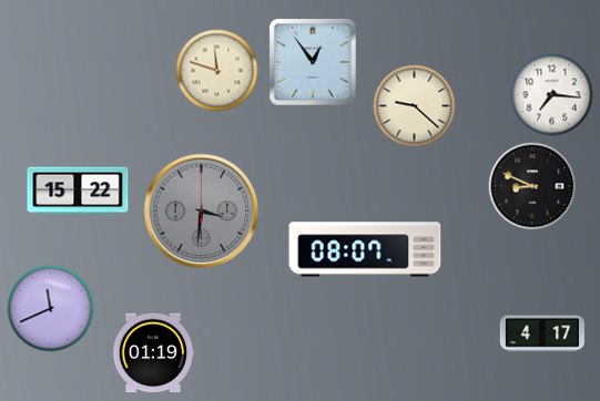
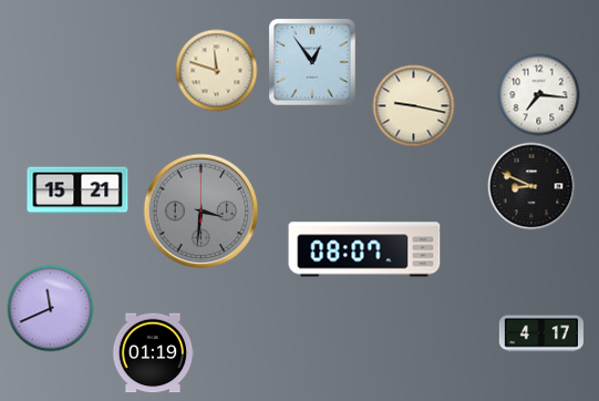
clock at (552, 95) position: (552, 95) -> (539, 95)
clock at (415, 106): 9:22 -> 9:17
clock at (78, 191): 15:22 -> 15:21
